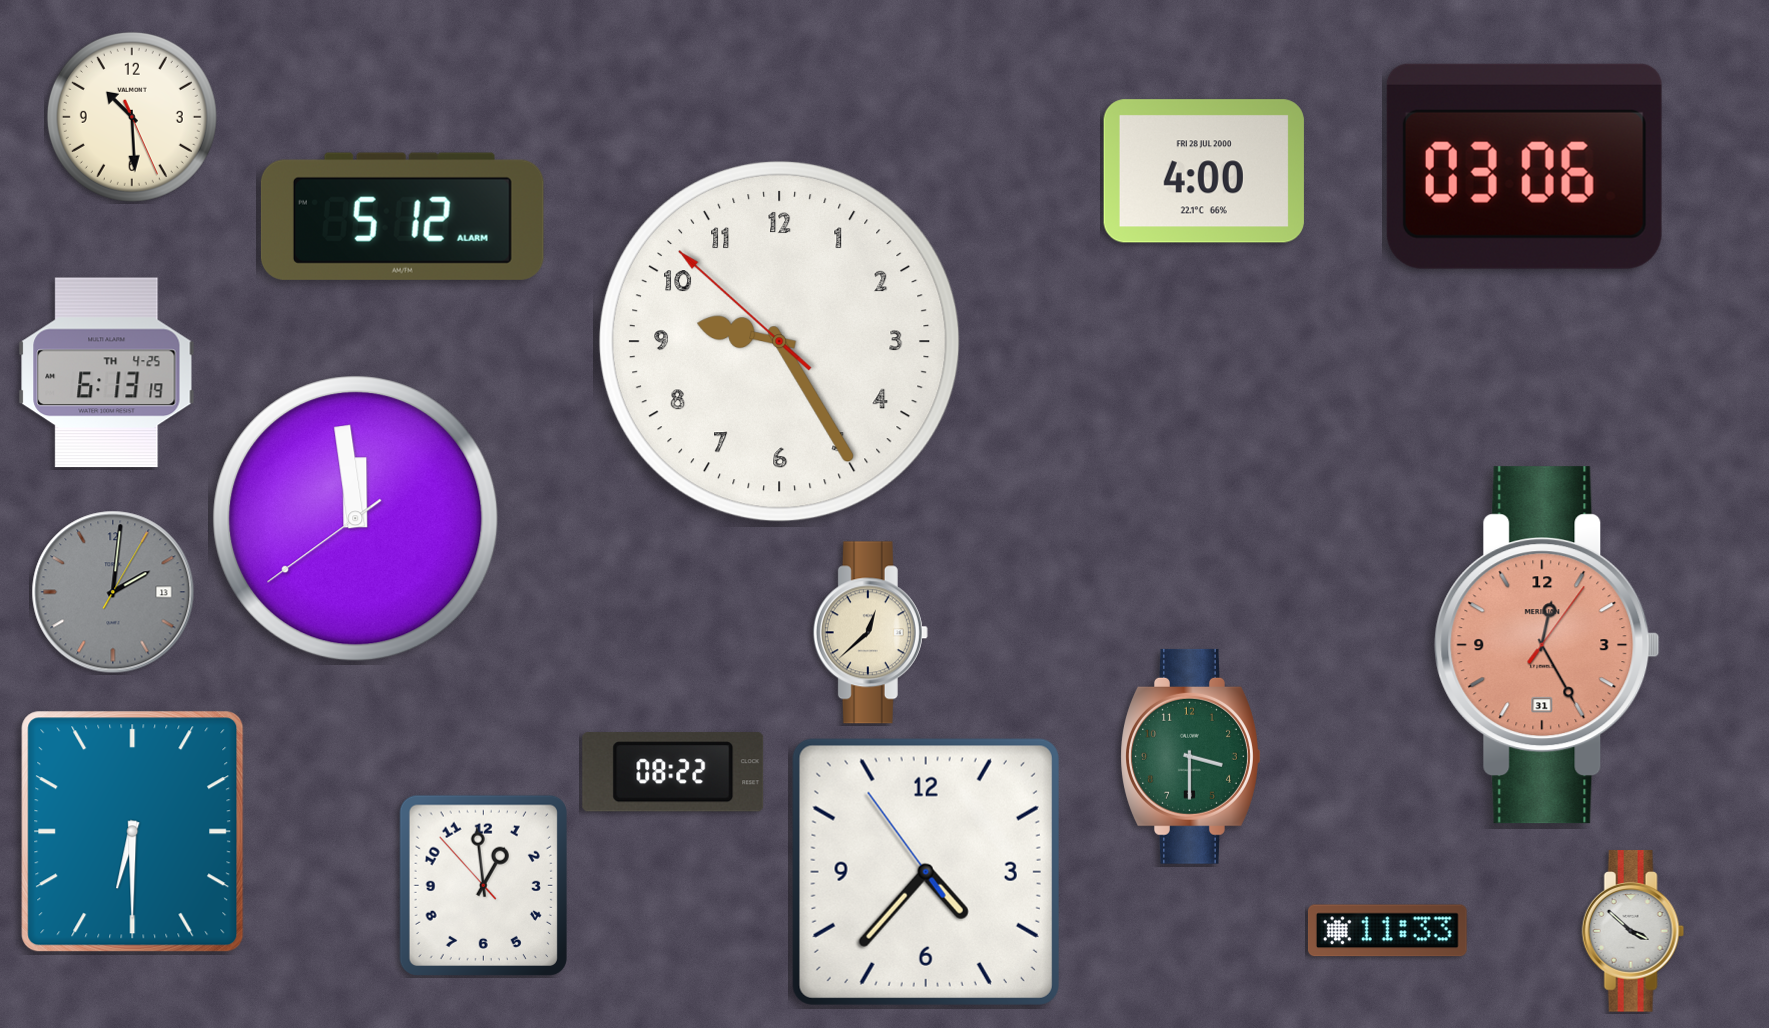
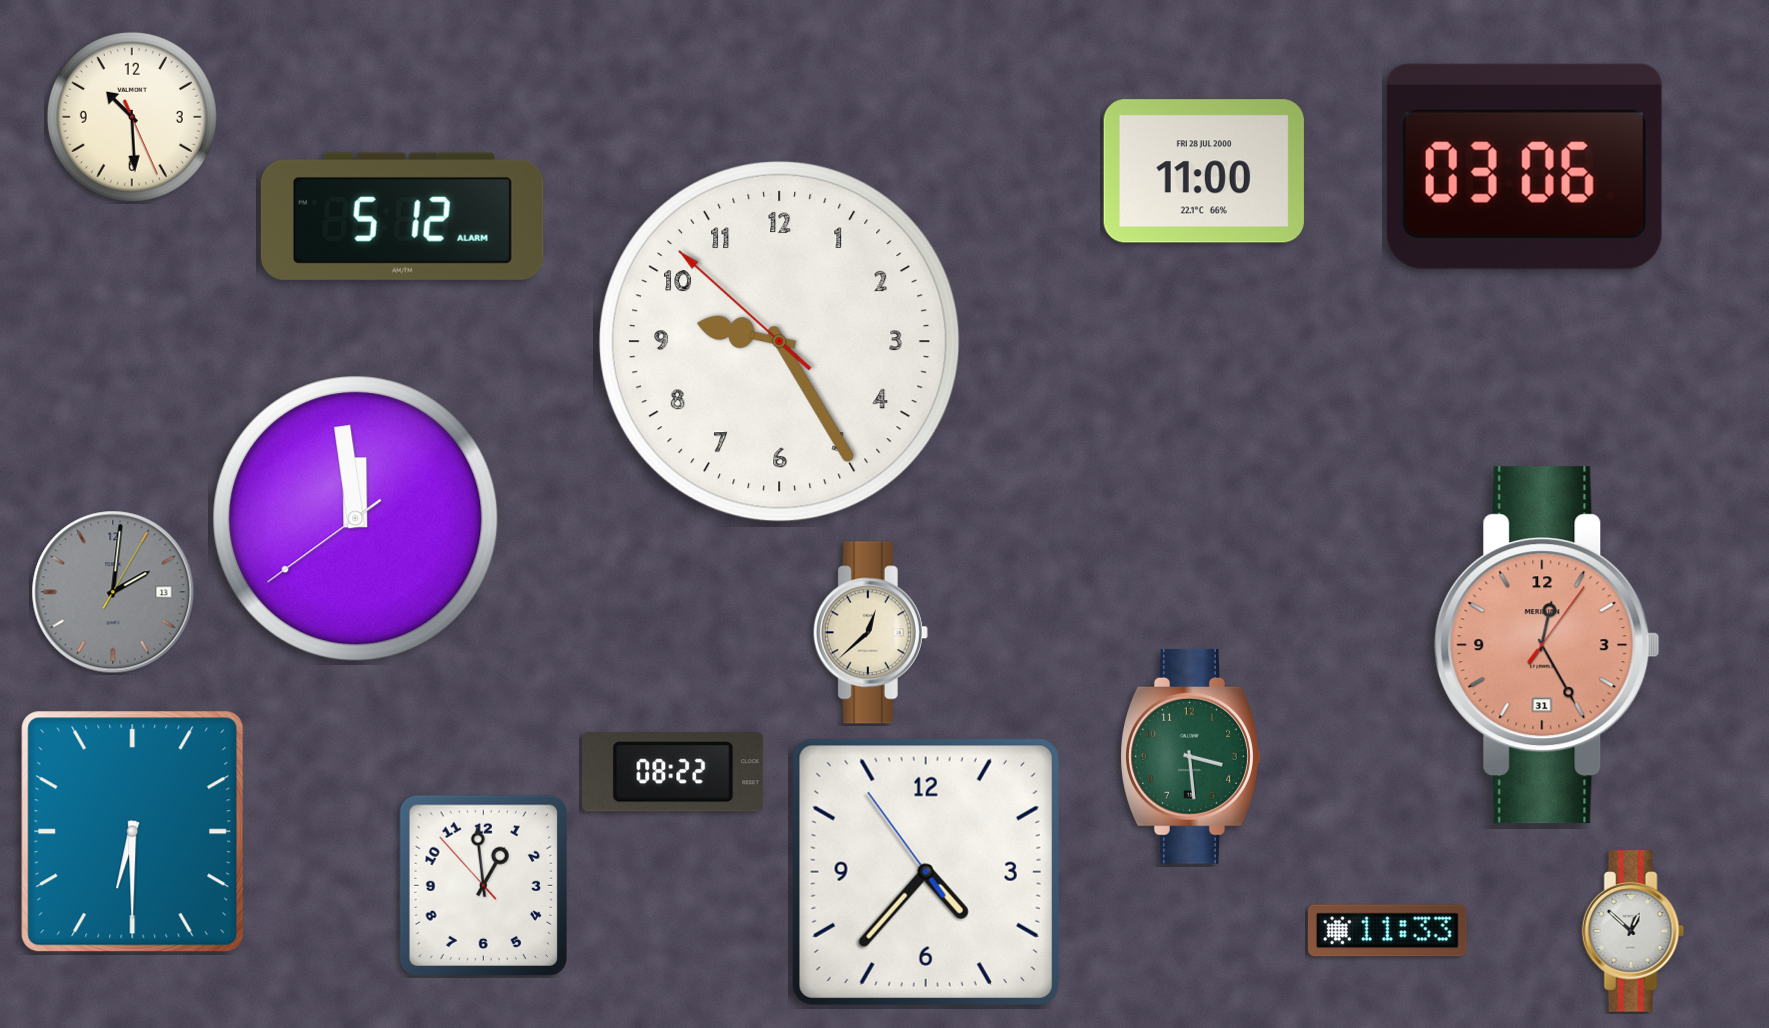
clock at (1204, 171): 4:00 -> 11:00
clock at (107, 373): 6:13 -> none
clock at (1191, 756): 3:30 -> 3:29
clock at (1633, 931): 3:52 -> 12:52
